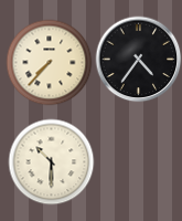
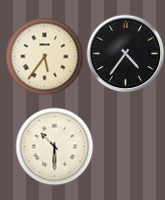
clock at (49, 62): 7:37 -> 5:36
clock at (51, 161) position: (51, 161) -> (54, 146)
